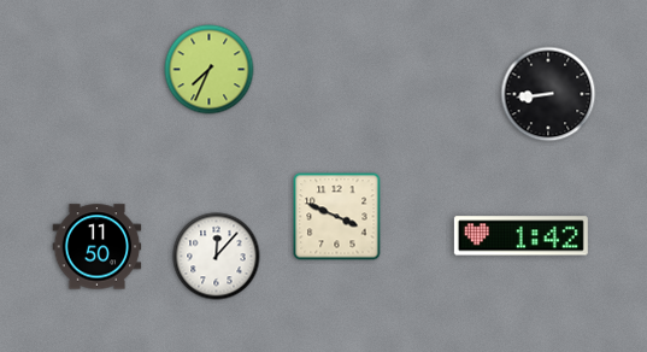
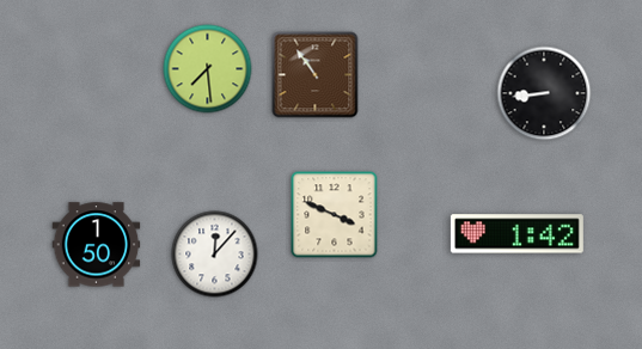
clock at (210, 70): 7:34 -> 7:29
clock at (316, 75): none -> 10:54
clock at (98, 247): 11:50 -> 1:50
